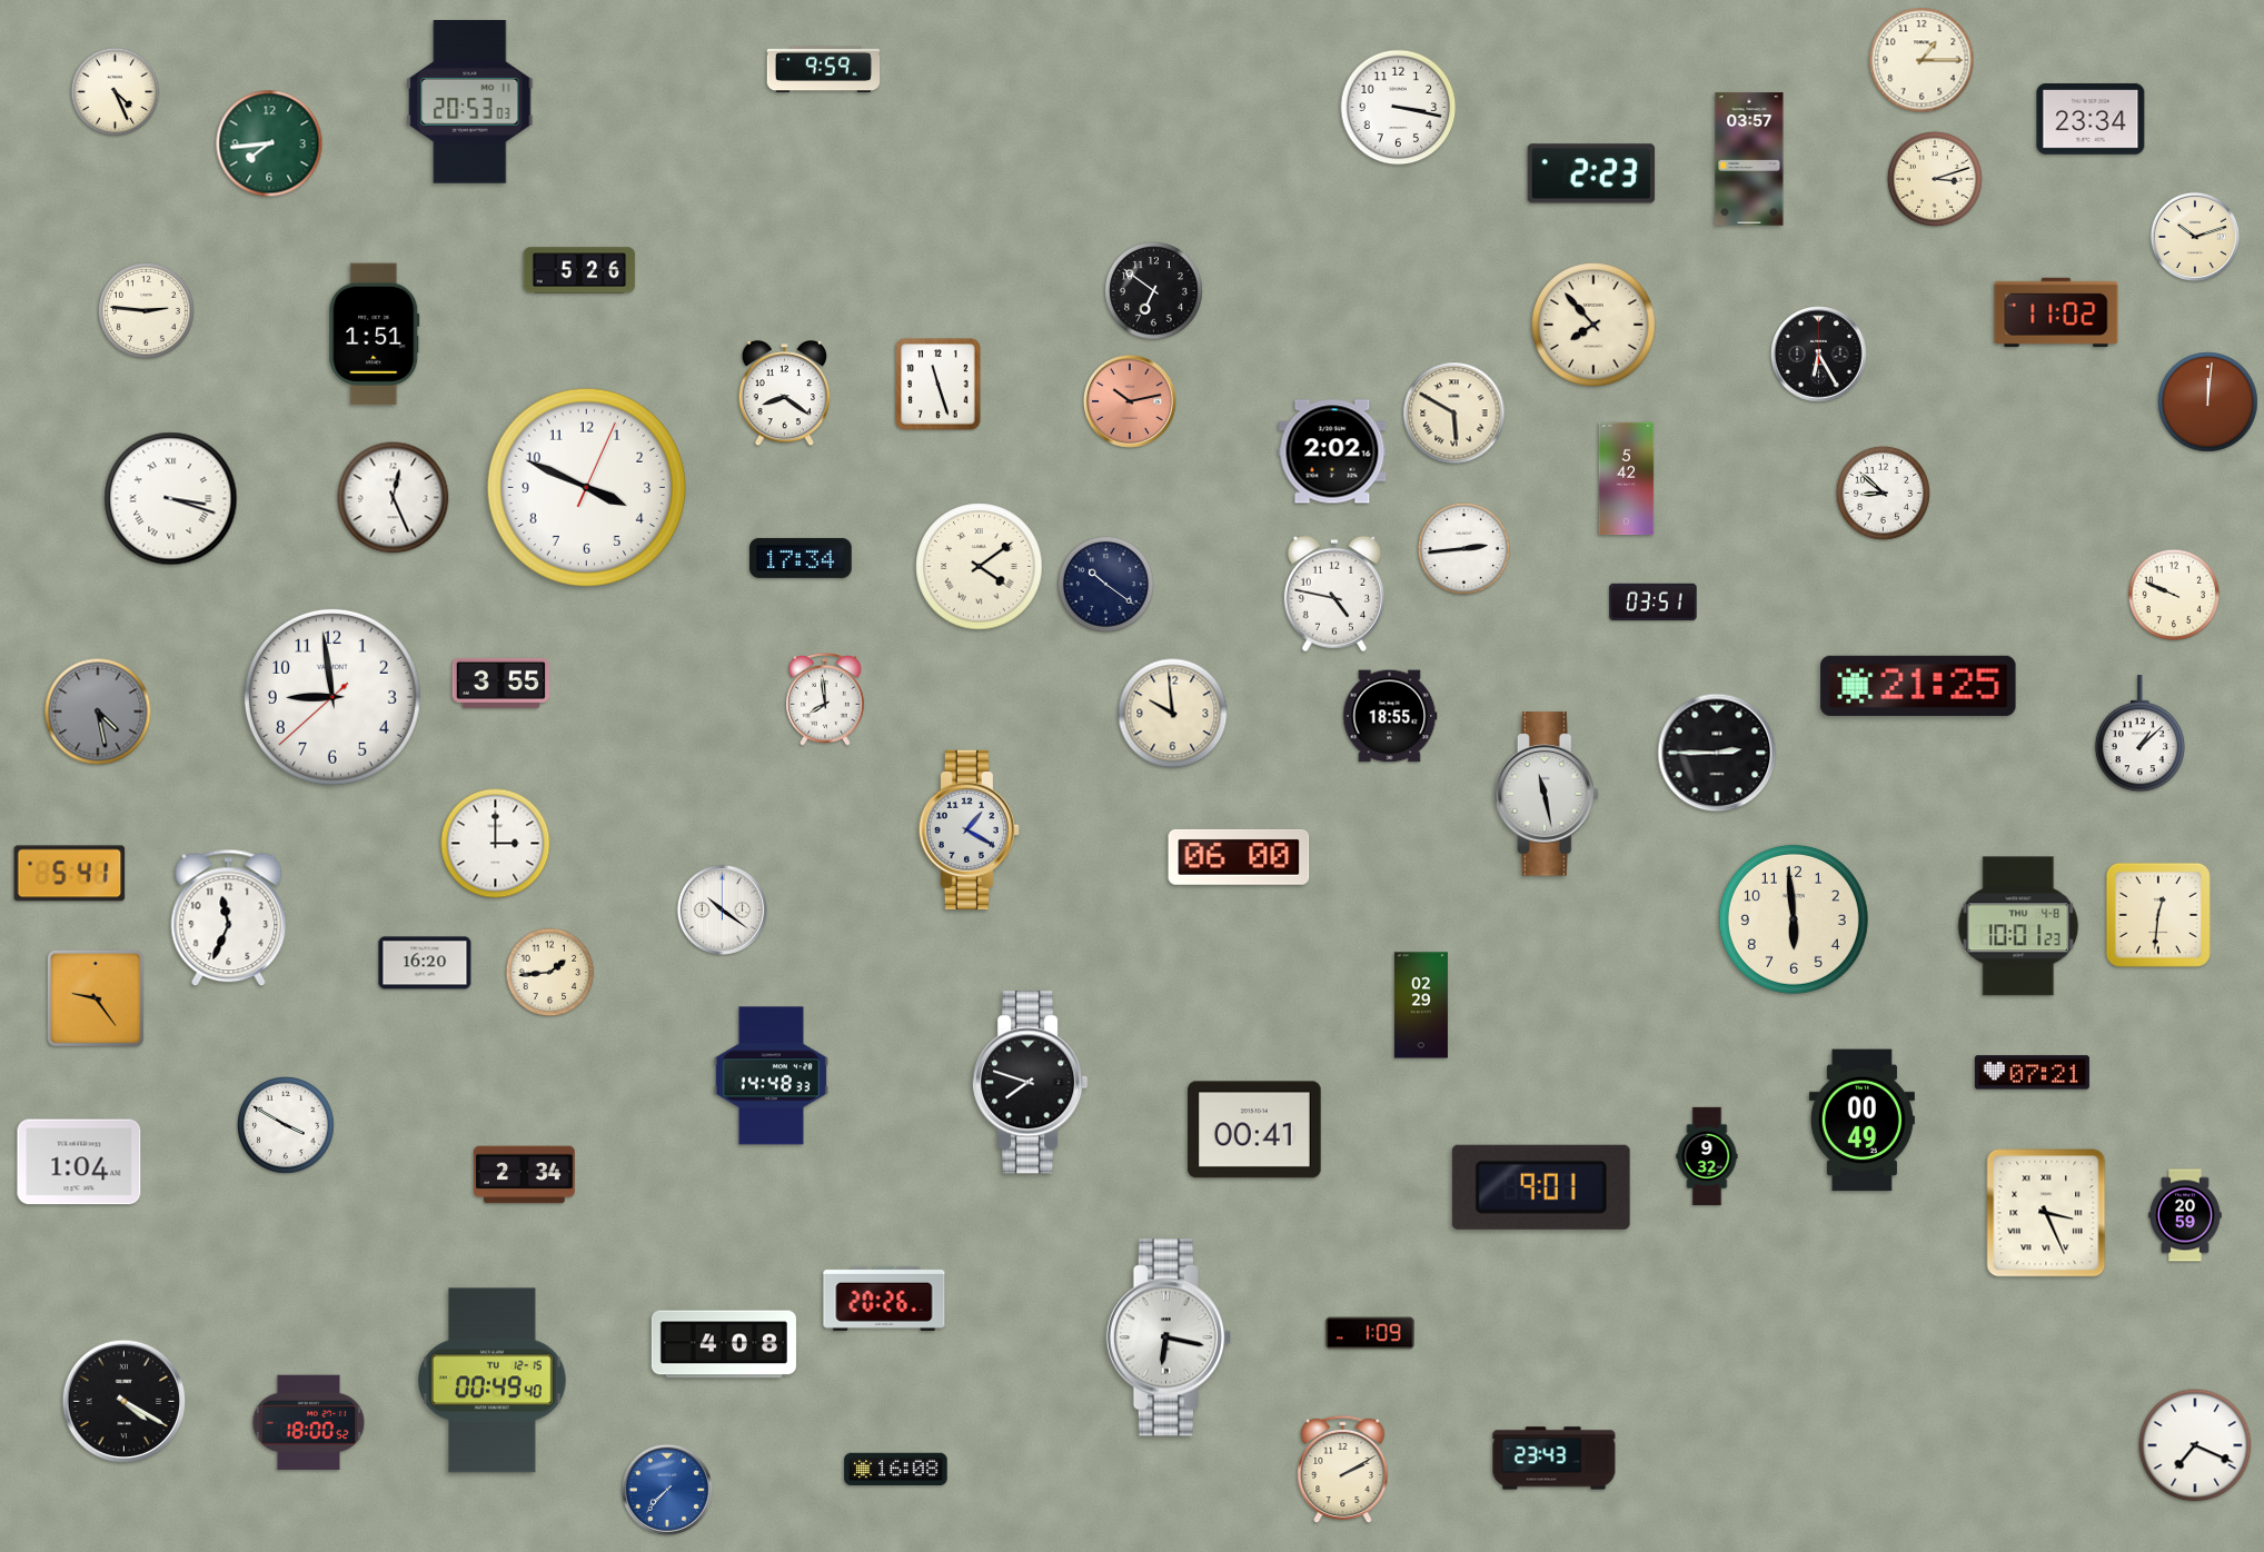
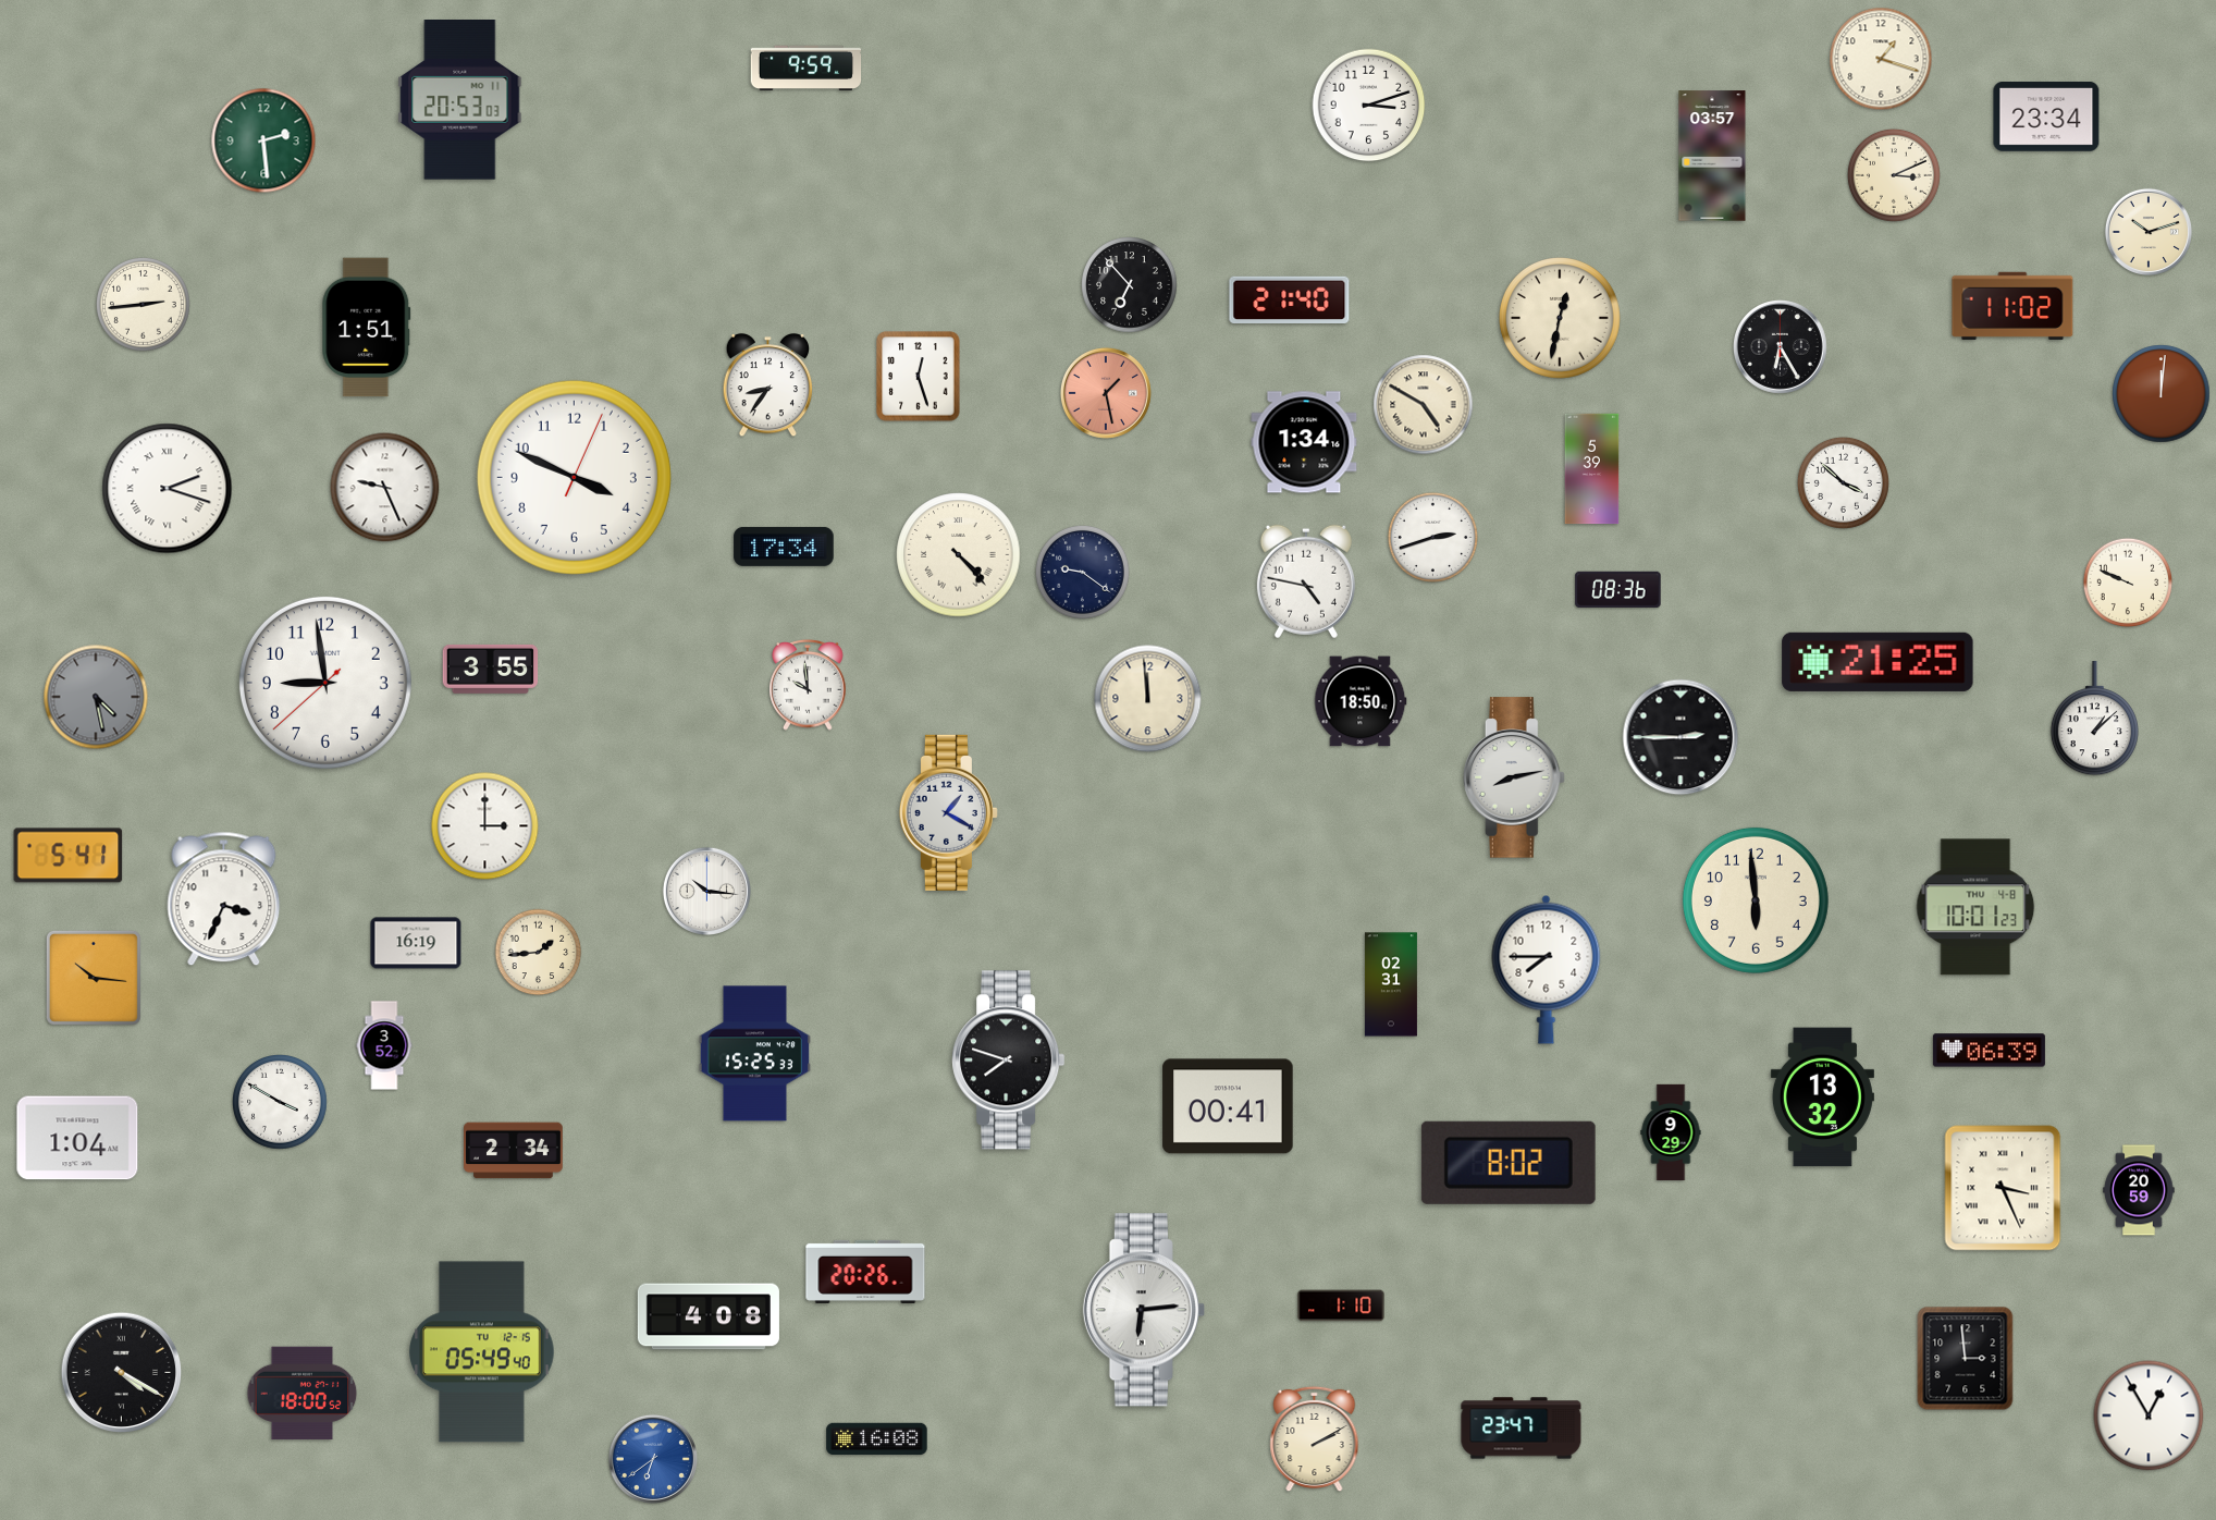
clock at (1922, 60): 1:15 -> 1:18
clock at (116, 92): 4:26 -> none
clock at (1399, 108): 3:17 -> 3:12
clock at (269, 143): 7:44 -> 2:29
clock at (1591, 173): 2:23 -> none
clock at (1935, 179): 3:12 -> 3:11
clock at (579, 270): 5:26 -> none
clock at (1154, 291): 6:51 -> 6:53
clock at (1290, 299): none -> 21:40
clock at (146, 310): 2:46 -> 2:44
clock at (1595, 326): 7:53 -> 12:32
clock at (939, 385): 11:27 -> 12:27
clock at (785, 394): 8:21 -> 8:36
clock at (1130, 401): 10:13 -> 1:28
clock at (1454, 414): 5:50 -> 4:50
clock at (1332, 451): 2:02 -> 1:34
clock at (1627, 479): 5:42 -> 5:39
clock at (1883, 493): 8:52 -> 3:52
clock at (394, 498): 12:26 -> 9:26
clock at (171, 499): 3:18 -> 2:18
clock at (1463, 548): 2:44 -> 2:42
clock at (980, 567): 4:09 -> 4:23
clock at (1105, 584): 10:21 -> 9:21
clock at (1654, 603): 03:51 -> 08:36
clock at (1918, 686) position: (1918, 686) -> (1878, 662)
clock at (825, 699): 7:59 -> 9:59
clock at (1173, 714): 9:59 -> 11:59
clock at (1390, 716): 18:55 -> 18:50
clock at (1547, 794): 11:28 -> 8:13
clock at (1239, 857): 06:00 -> none
clock at (722, 909): 10:21 -> 10:16
clock at (2158, 915): 12:31 -> none
clock at (229, 918): 11:34 -> 3:34
clock at (425, 963): 16:20 -> 16:19
clock at (1547, 969): none -> 7:45
clock at (96, 998): 9:24 -> 10:16
clock at (1421, 1005): 02:29 -> 02:31
clock at (384, 1045): none -> 3:52
clock at (2032, 1073): 07:21 -> 06:39
clock at (771, 1076): 14:48 -> 15:25
clock at (1861, 1121): 00:49 -> 13:32
clock at (1707, 1156): 9:32 -> 9:29
clock at (1541, 1187): 9:01 -> 8:02
clock at (1370, 1333): 1:09 -> 1:10
clock at (1169, 1337): 6:17 -> 6:14
clock at (493, 1381): 00:49 -> 05:49
clock at (1966, 1359): none -> 2:59
clock at (2195, 1445): 7:19 -> 12:55
clock at (1555, 1459): 23:43 -> 23:47
clock at (667, 1490): 7:37 -> 6:39
